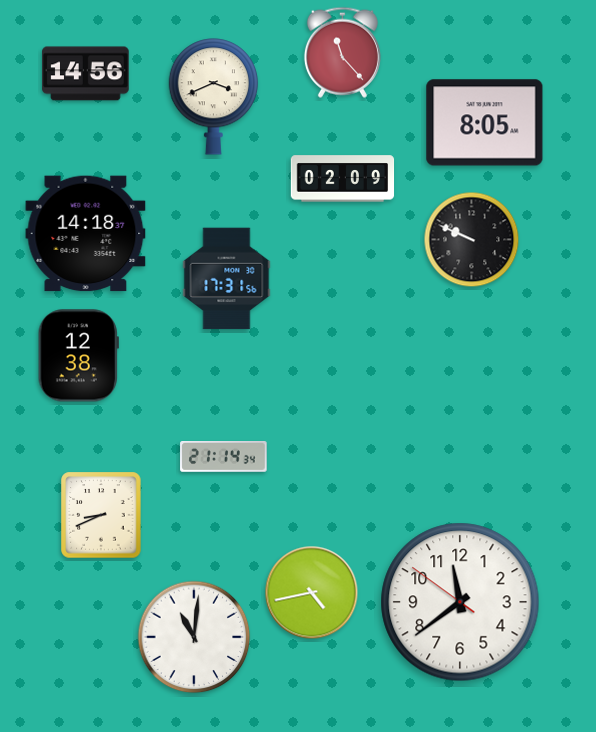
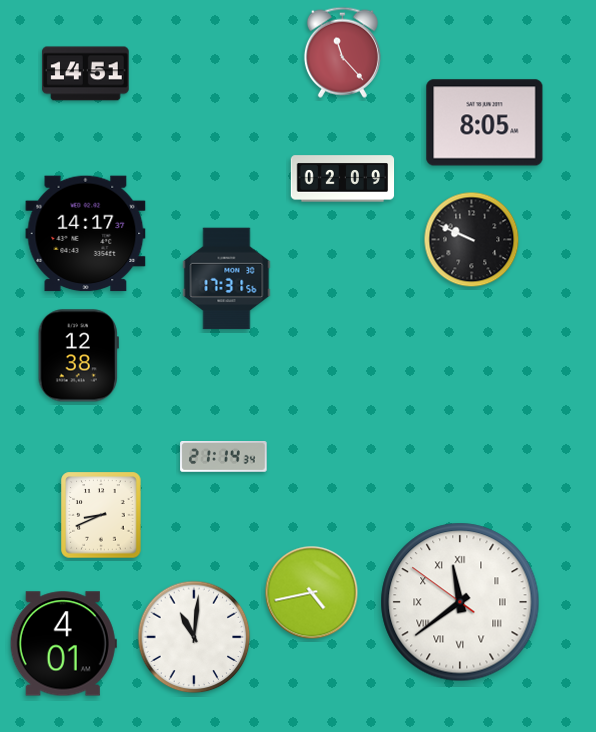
clock at (86, 74): 14:56 -> 14:51
clock at (214, 97): 3:41 -> none
clock at (86, 234): 14:18 -> 14:17
clock at (460, 602) numerals: Arabic -> Roman
clock at (63, 644): none -> 4:01
